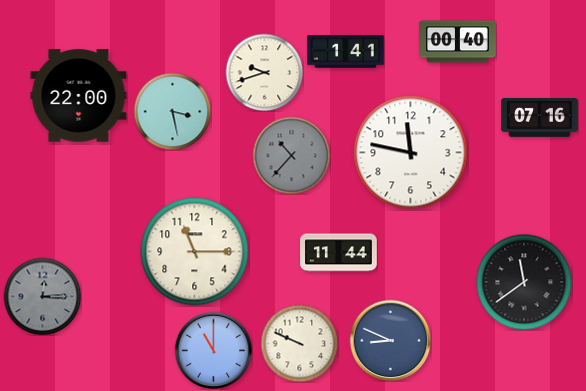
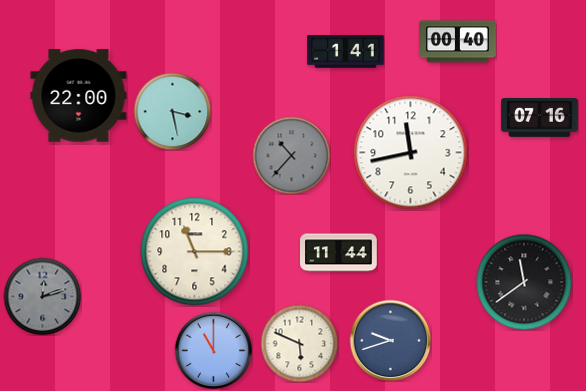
clock at (264, 72): 9:42 -> none
clock at (411, 153): 11:47 -> 11:43
clock at (42, 296): 12:15 -> 12:12
clock at (390, 340): 8:49 -> 9:42
clock at (299, 343): 9:49 -> 5:49
